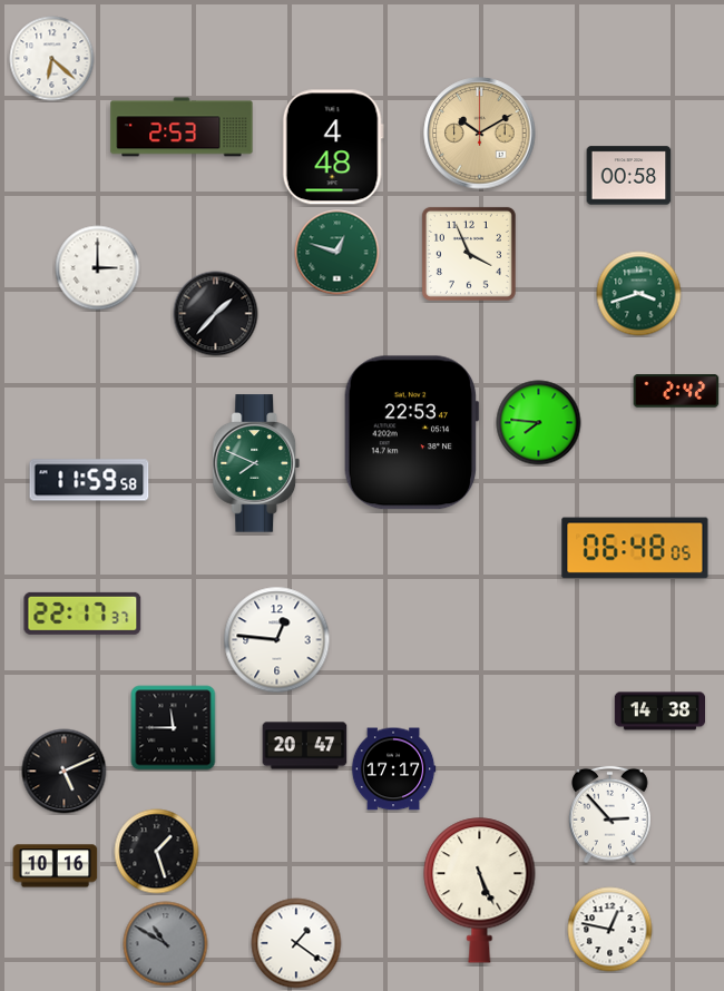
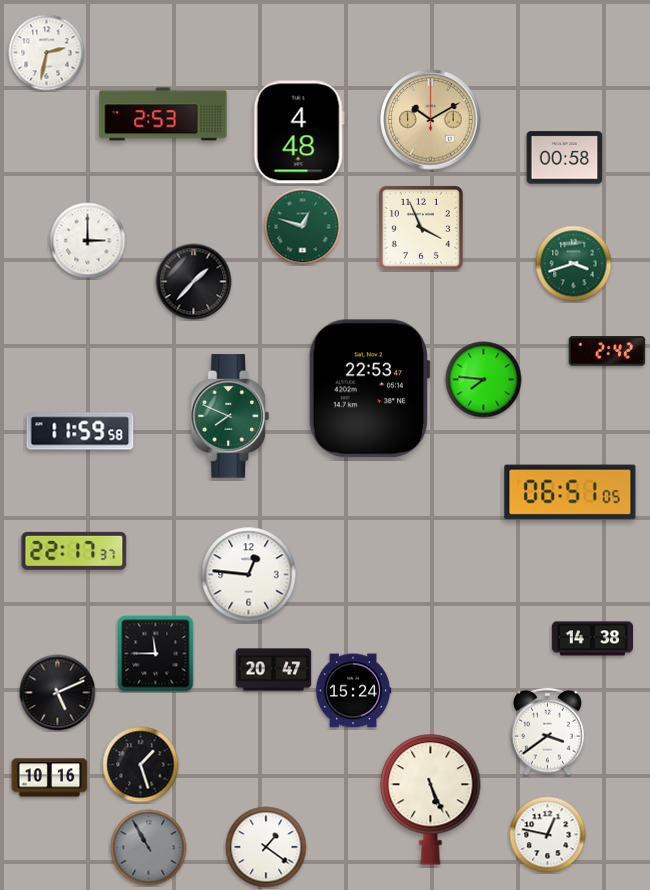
clock at (52, 59): 6:22 -> 2:32
clock at (635, 548): 06:48 -> 06:51
clock at (393, 769): 17:17 -> 15:24
clock at (610, 815): 2:53 -> 3:39
clock at (166, 944): 10:50 -> 10:55
